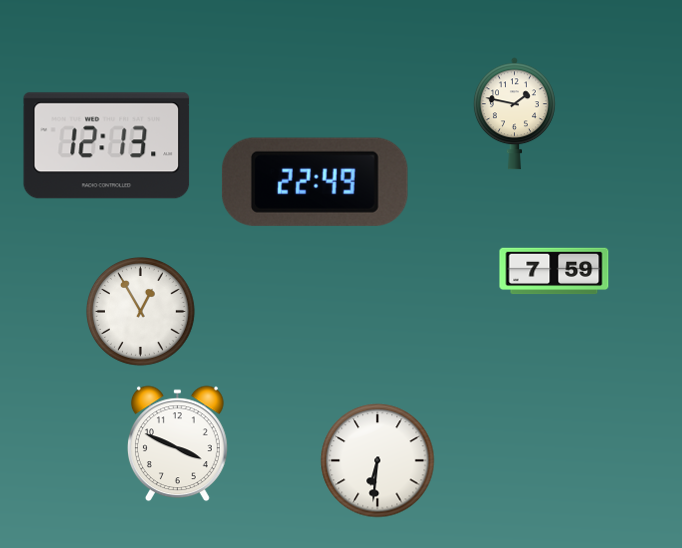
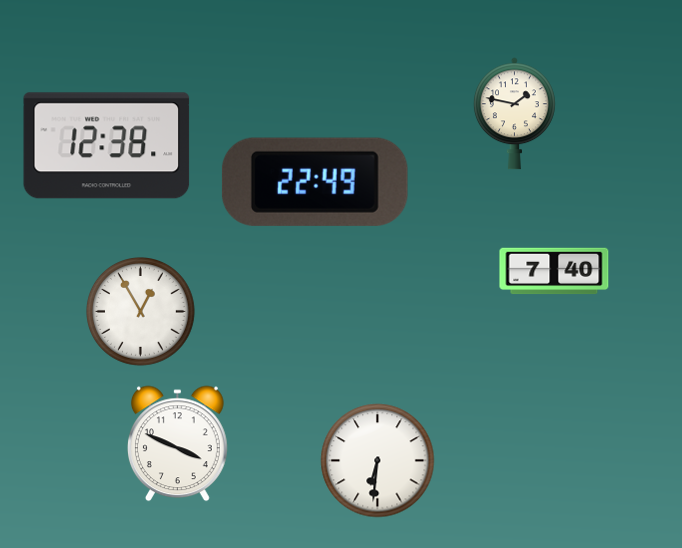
clock at (107, 146): 12:13 -> 12:38
clock at (554, 271): 7:59 -> 7:40
